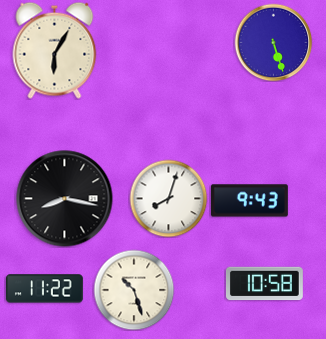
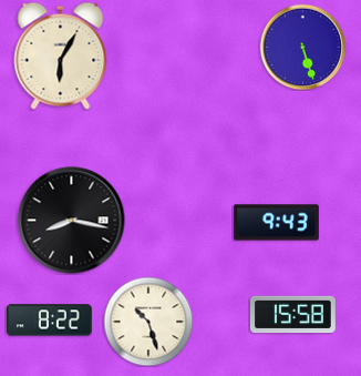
clock at (168, 198): 8:03 -> none
clock at (264, 284): 10:58 -> 15:58
clock at (44, 289): 11:22 -> 8:22
